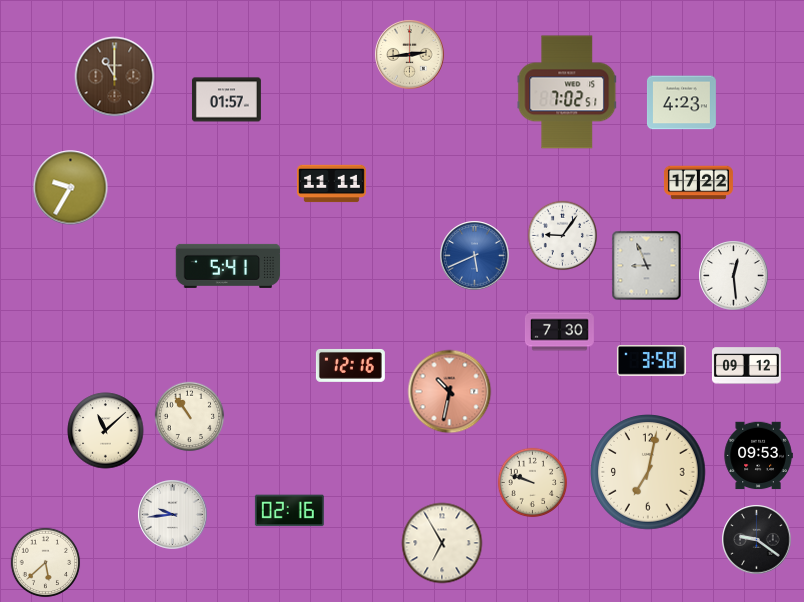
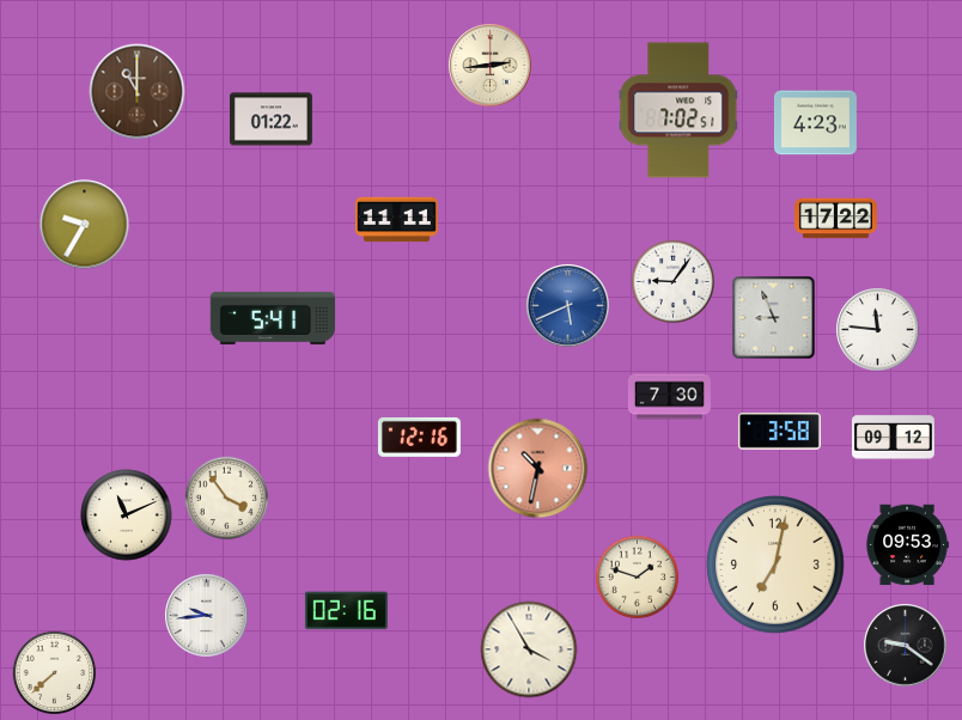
clock at (226, 100): 01:57 -> 01:22
clock at (734, 276): 12:29 -> 11:46
clock at (190, 417): 10:54 -> 3:54
clock at (106, 431): 11:08 -> 11:11
clock at (533, 483): 9:48 -> 1:48
clock at (442, 543): 6:55 -> 3:55
clock at (46, 563): 5:38 -> 7:38
